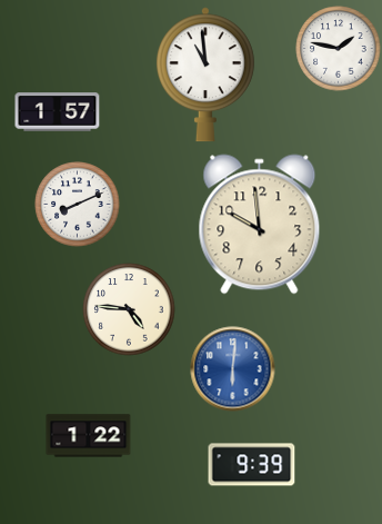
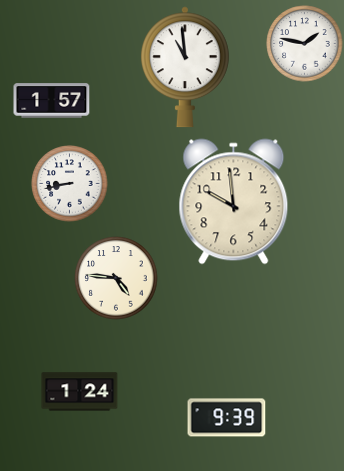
clock at (78, 205): 8:11 -> 8:43
clock at (233, 369): 6:01 -> none
clock at (89, 436): 1:22 -> 1:24
